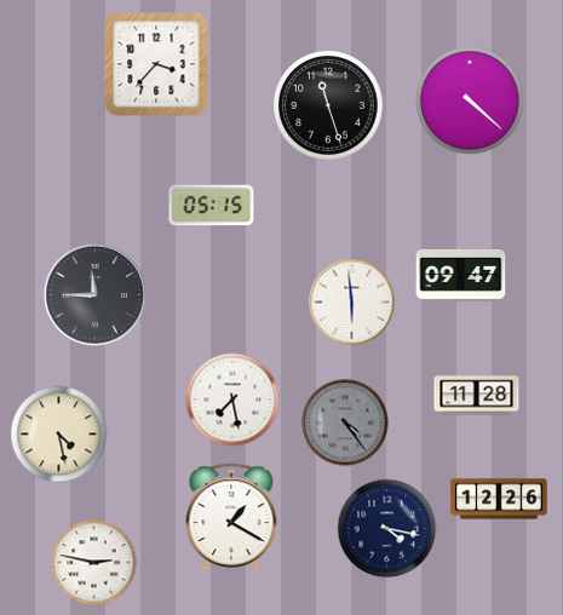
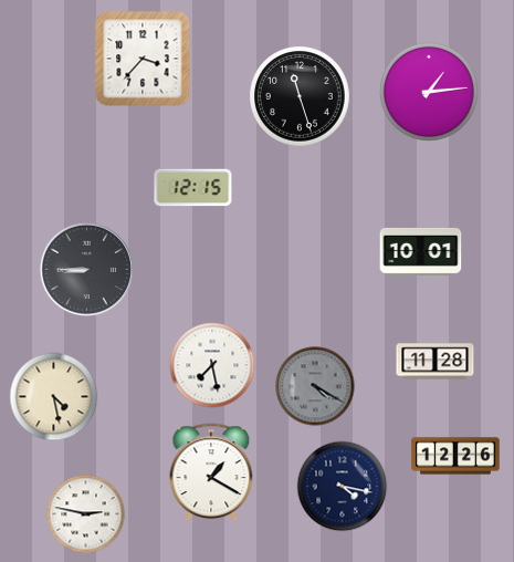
clock at (470, 100): 4:22 -> 1:14
clock at (212, 206): 05:15 -> 12:15
clock at (461, 275): 09:47 -> 10:01
clock at (94, 294): 11:45 -> 8:45
clock at (352, 303): 5:59 -> none
clock at (345, 423): 4:24 -> 4:20
clock at (387, 529) position: (387, 529) -> (343, 487)
